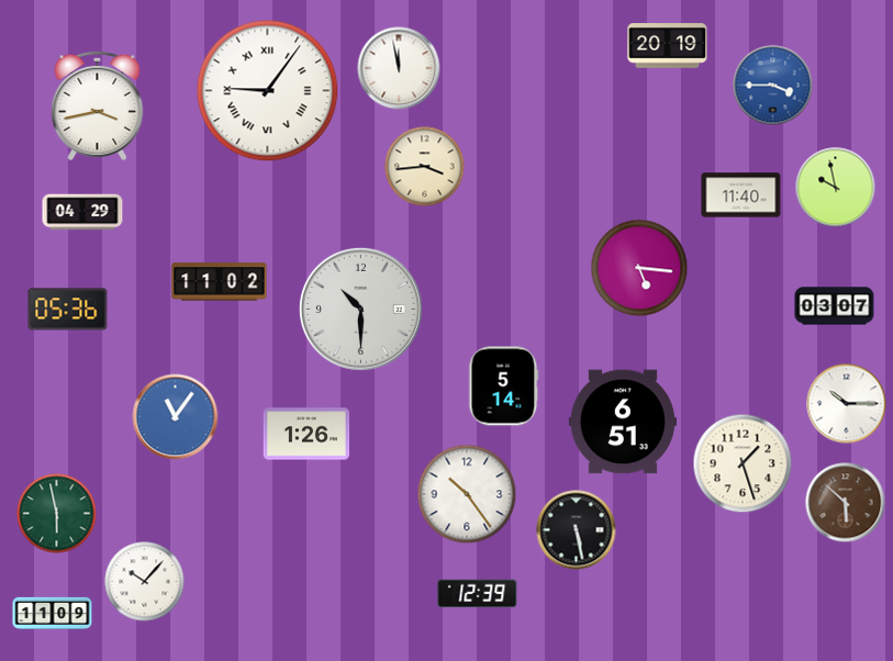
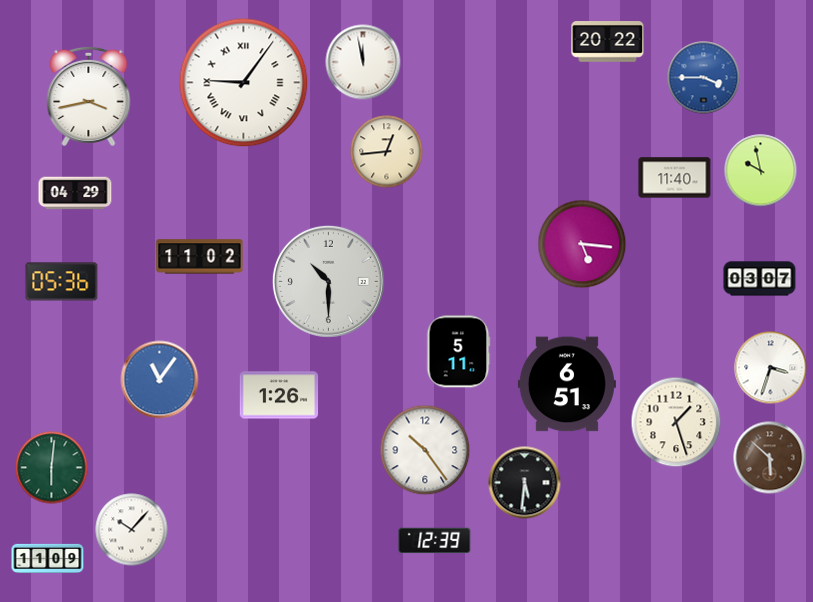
clock at (668, 46): 20:19 -> 20:22
clock at (425, 167): 3:44 -> 12:44
clock at (504, 386): 5:14 -> 5:11
clock at (847, 404): 10:15 -> 3:33
clock at (57, 514): 5:58 -> 6:01
clock at (577, 530): 5:28 -> 5:31
